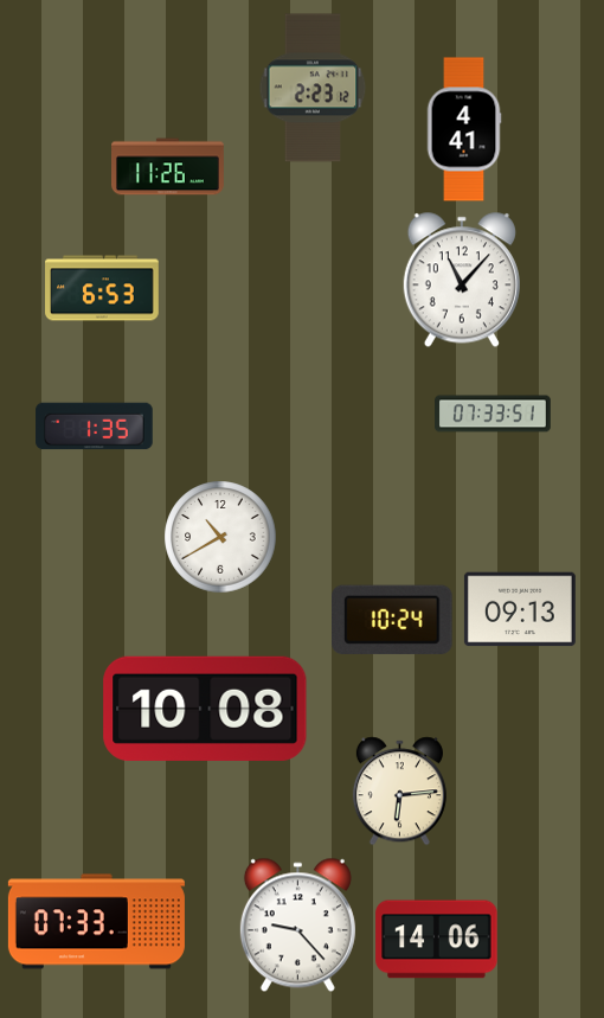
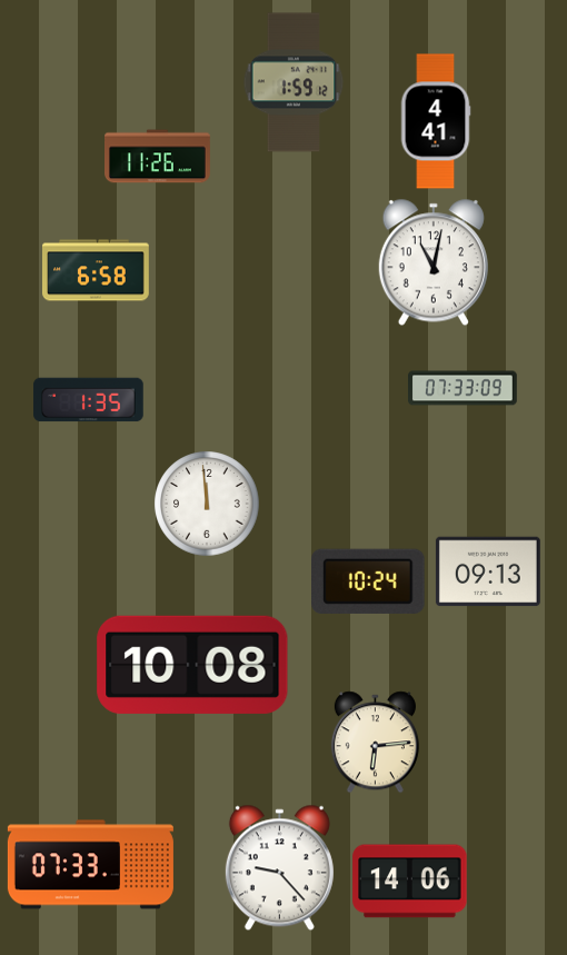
clock at (313, 88): 2:23 -> 1:59
clock at (462, 280): 11:07 -> 11:02
clock at (103, 288): 6:53 -> 6:58
clock at (493, 414): 07:33:51 -> 07:33:09
clock at (220, 537): 10:40 -> 11:59
